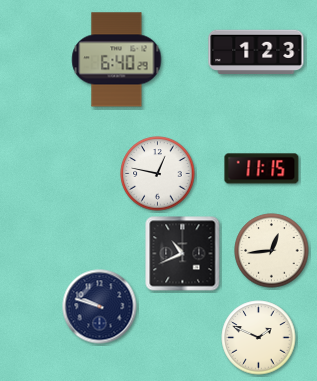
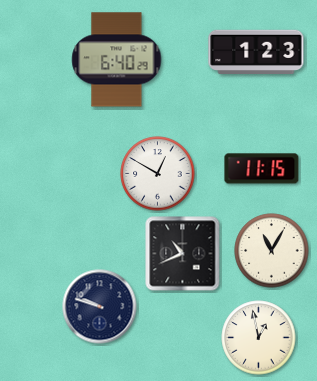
clock at (158, 174): 12:47 -> 12:50
clock at (272, 251): 12:44 -> 11:05
clock at (259, 338): 1:49 -> 12:58
